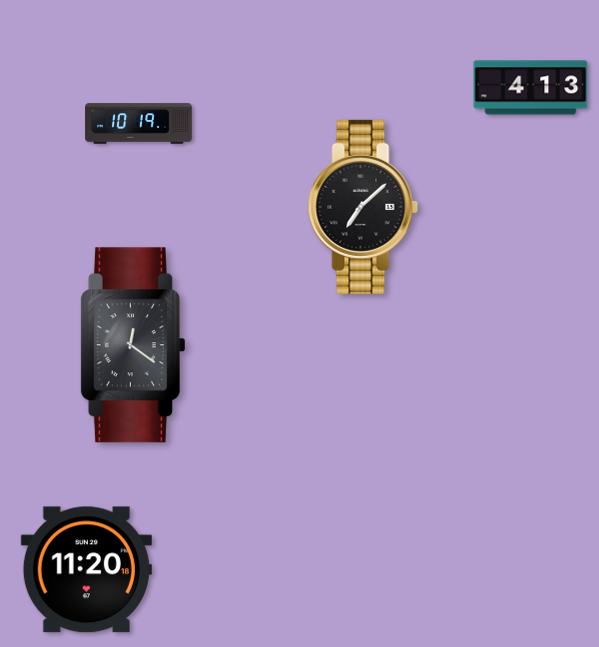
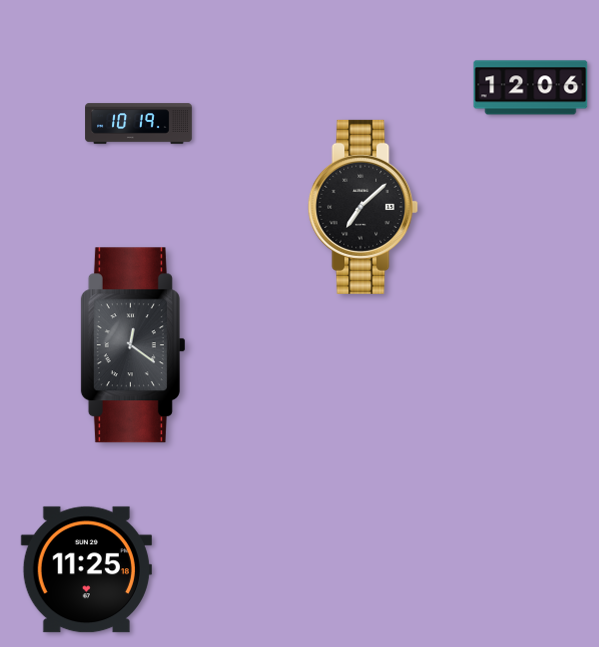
clock at (531, 88): 4:13 -> 12:06
clock at (86, 570): 11:20 -> 11:25
